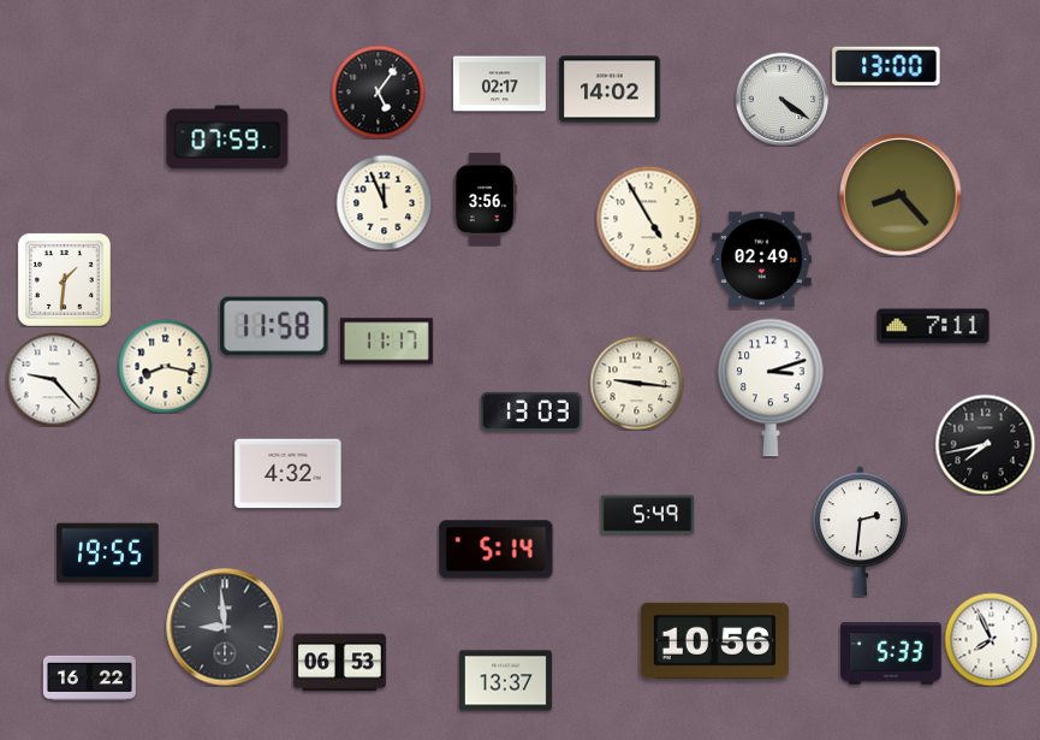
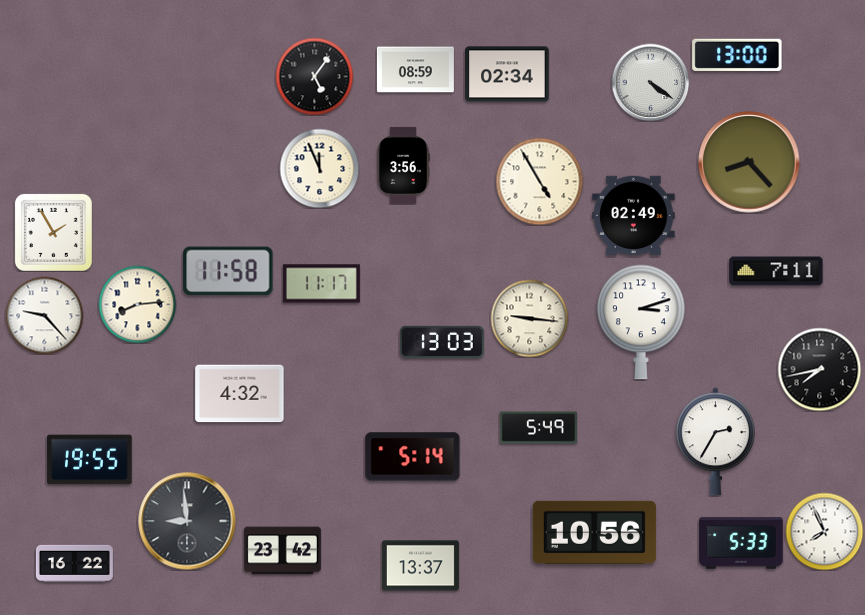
clock at (499, 84): 02:17 -> 08:59
clock at (610, 89): 14:02 -> 02:34
clock at (227, 137): 07:59 -> none
clock at (64, 279): 1:31 -> 1:55
clock at (165, 366): 8:17 -> 8:14
clock at (860, 532): 2:31 -> 2:35
clock at (339, 663): 06:53 -> 23:42
